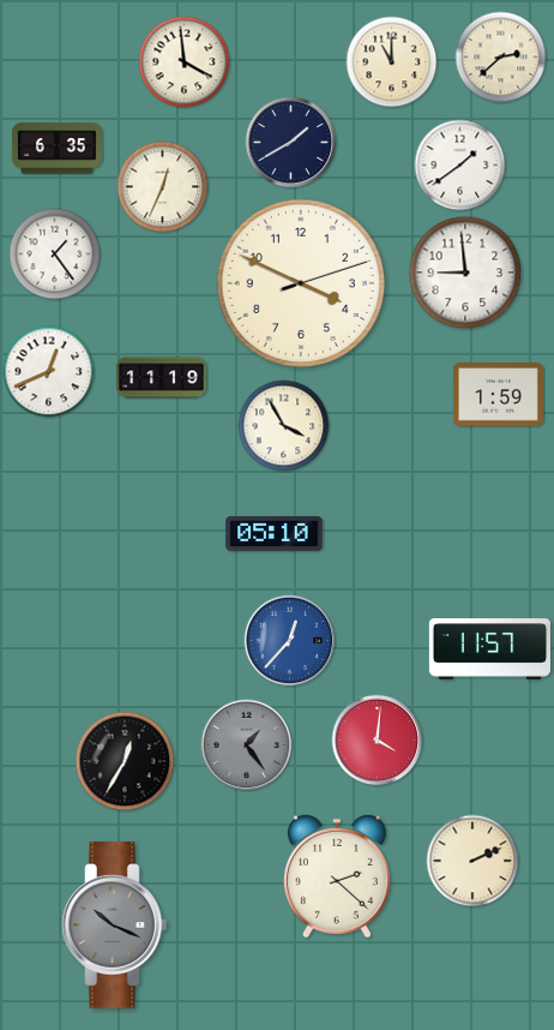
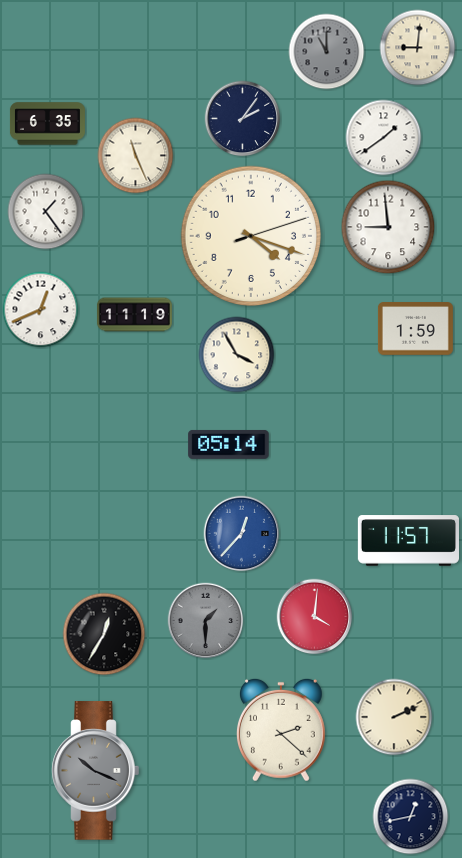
clock at (501, 58): 2:38 -> 9:01
clock at (185, 62): 3:59 -> none
clock at (392, 62) dial: cream -> grey
clock at (291, 143): 1:40 -> 2:06
clock at (163, 187): 12:34 -> 11:26
clock at (300, 282): 3:49 -> 4:18
clock at (275, 533): 05:10 -> 05:14
clock at (247, 745): 1:24 -> 1:30
clock at (411, 817): none -> 12:43
